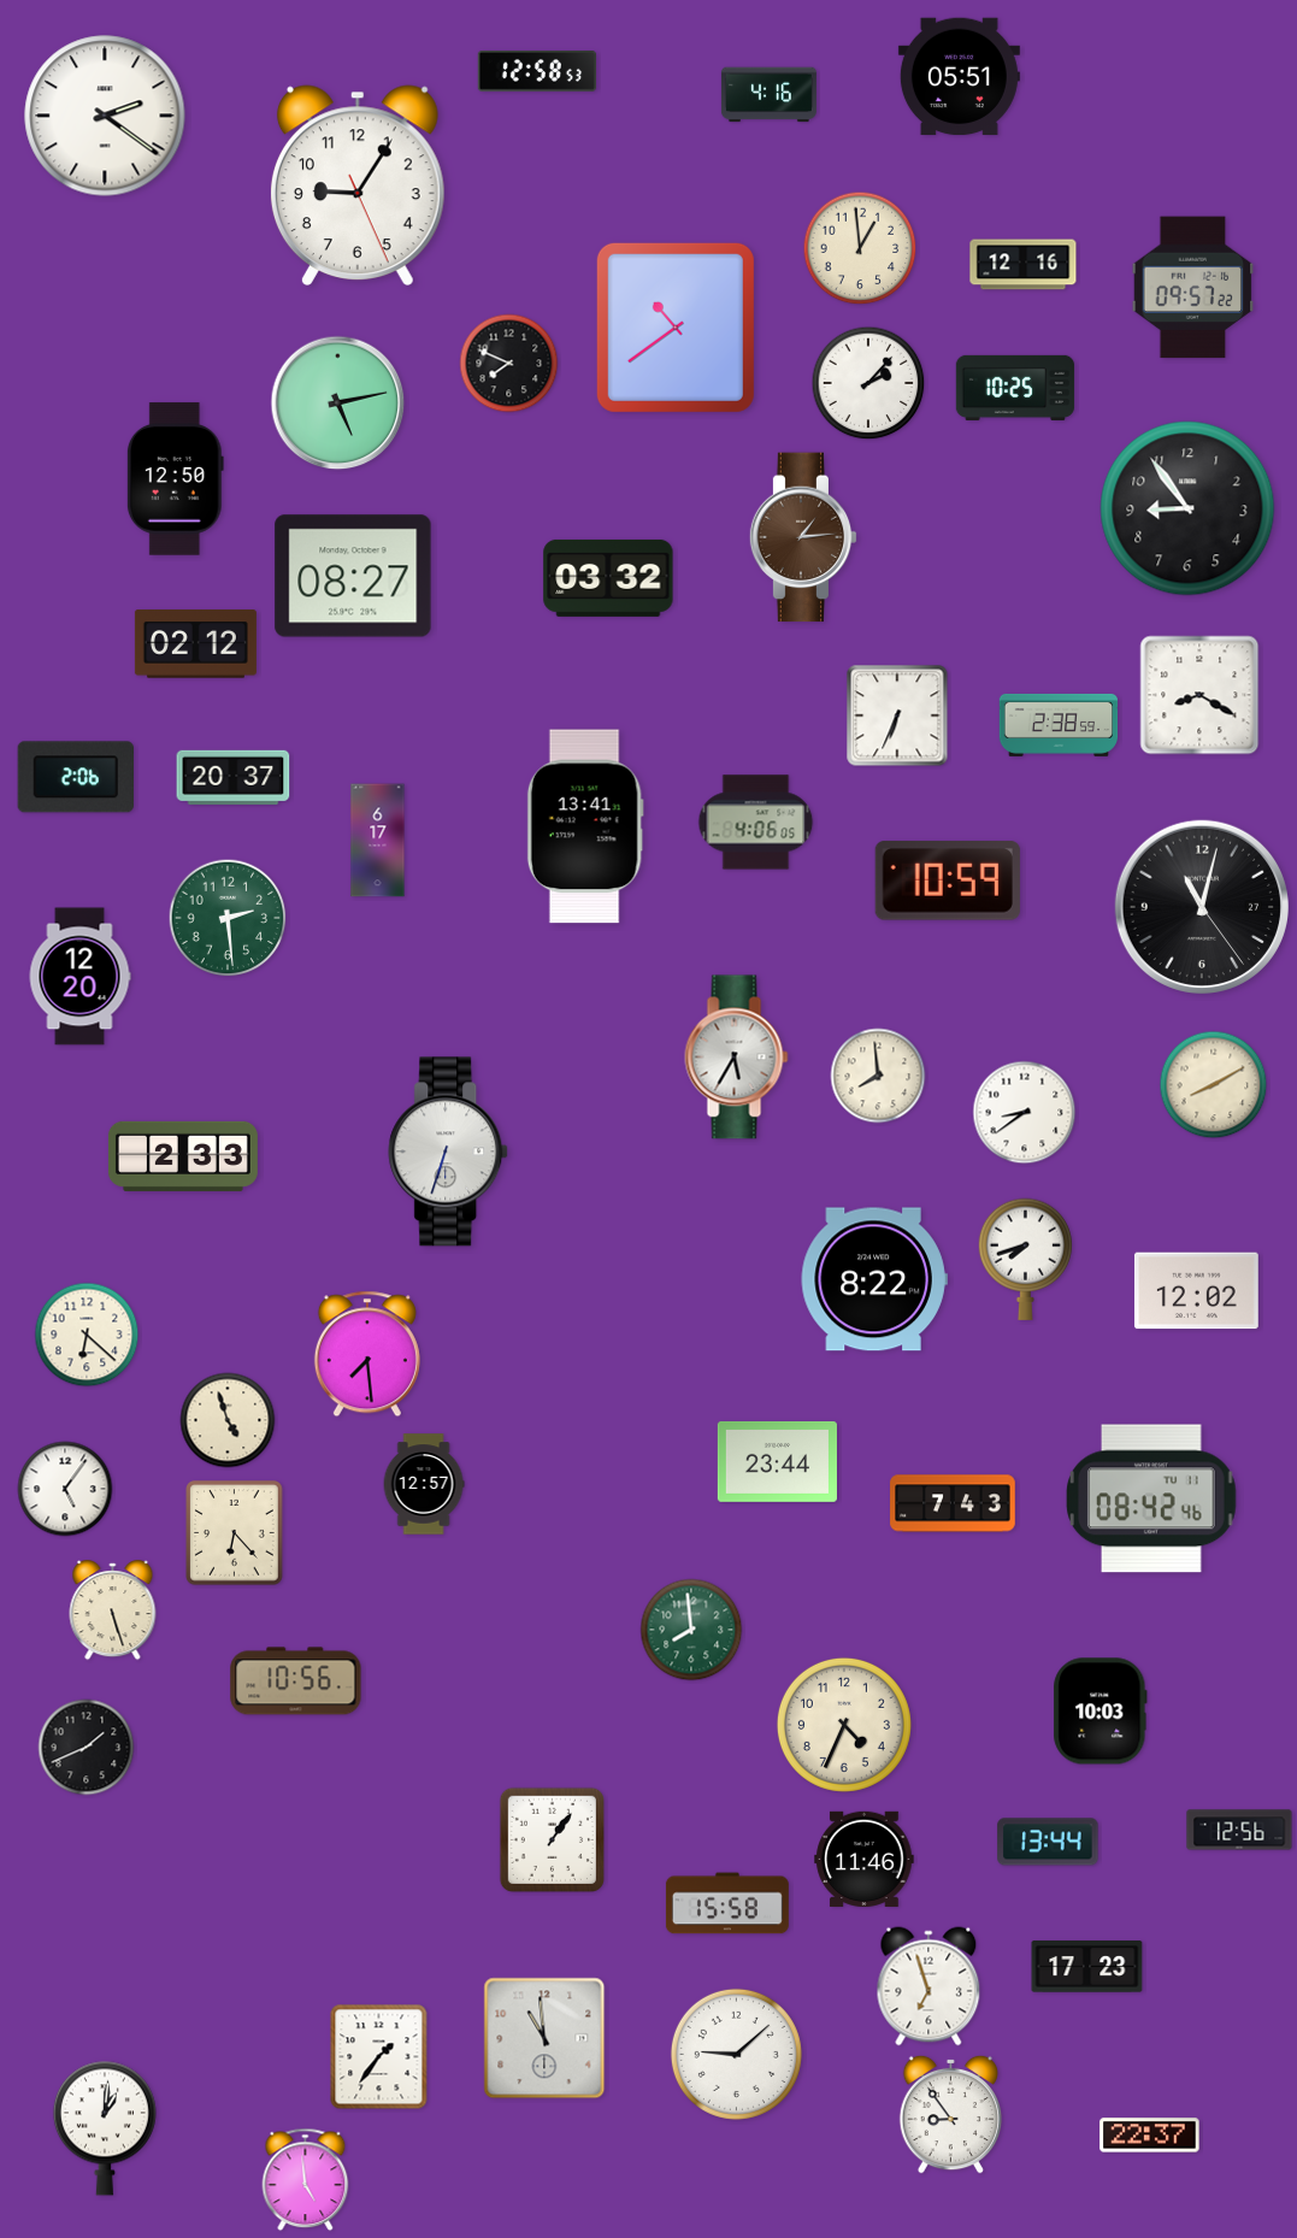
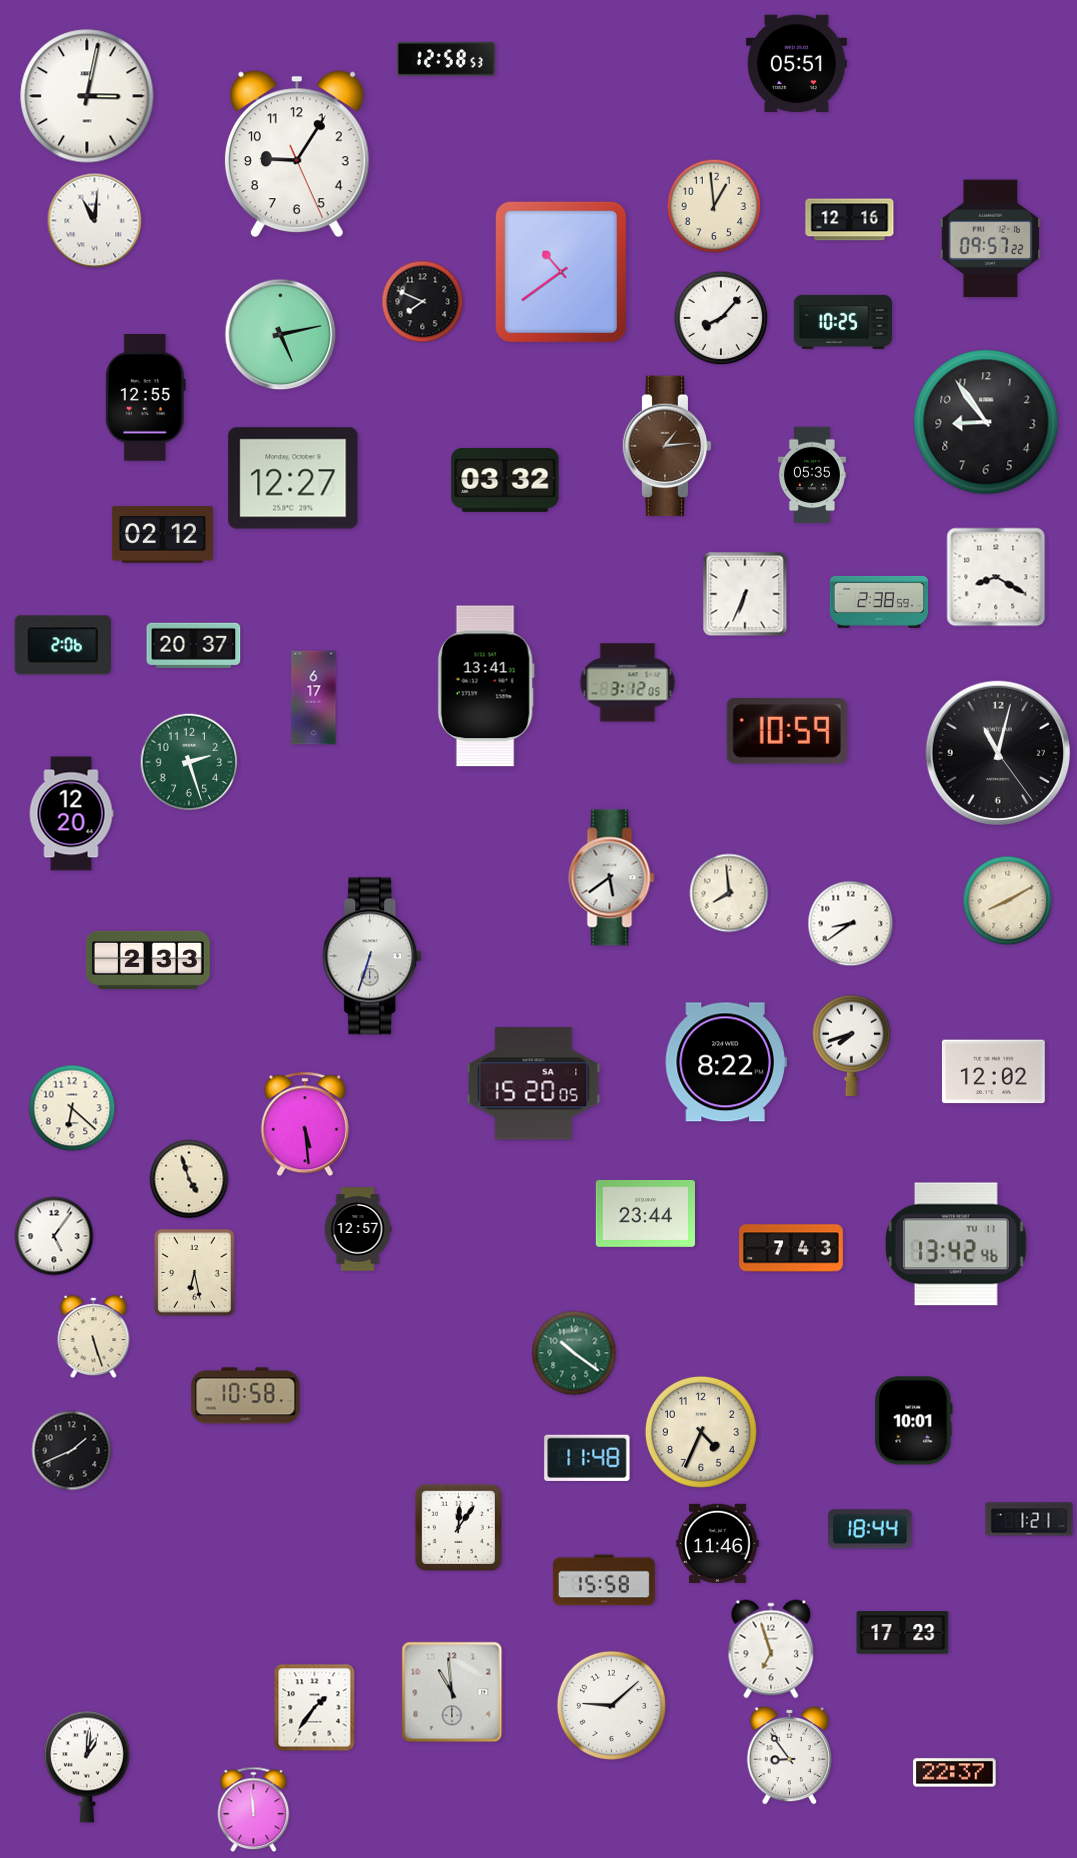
clock at (768, 95): 4:16 -> none
clock at (105, 116): 2:21 -> 3:02
clock at (95, 221): none -> 11:01
clock at (868, 383): 2:07 -> 8:07
clock at (175, 479): 12:50 -> 12:55
clock at (812, 475): none -> 05:35
clock at (353, 576): 08:27 -> 12:27
clock at (756, 823): 4:06 -> 3:12
clock at (228, 918): 2:29 -> 2:27
clock at (79, 977) position: (79, 977) -> (71, 814)
clock at (737, 1058): 5:35 -> 5:39
clock at (183, 1156) position: (183, 1156) -> (148, 960)
clock at (534, 1084): none -> 15:20
clock at (367, 1354): 7:29 -> 5:29
clock at (424, 1484) position: (424, 1484) -> (358, 1229)
clock at (1151, 1498): 08:42 -> 13:42
clock at (235, 1533): 6:23 -> 6:28
clock at (691, 1630): 7:59 -> 10:21
clock at (296, 1682): 10:56 -> 10:58
clock at (1101, 1712): 10:03 -> 10:01
clock at (587, 1458): none -> 11:48
clock at (1239, 1830): 12:56 -> 1:21
clock at (552, 1839): 1:06 -> 12:06
clock at (1048, 1842): 13:44 -> 18:44
clock at (306, 2180): 4:59 -> 11:59
